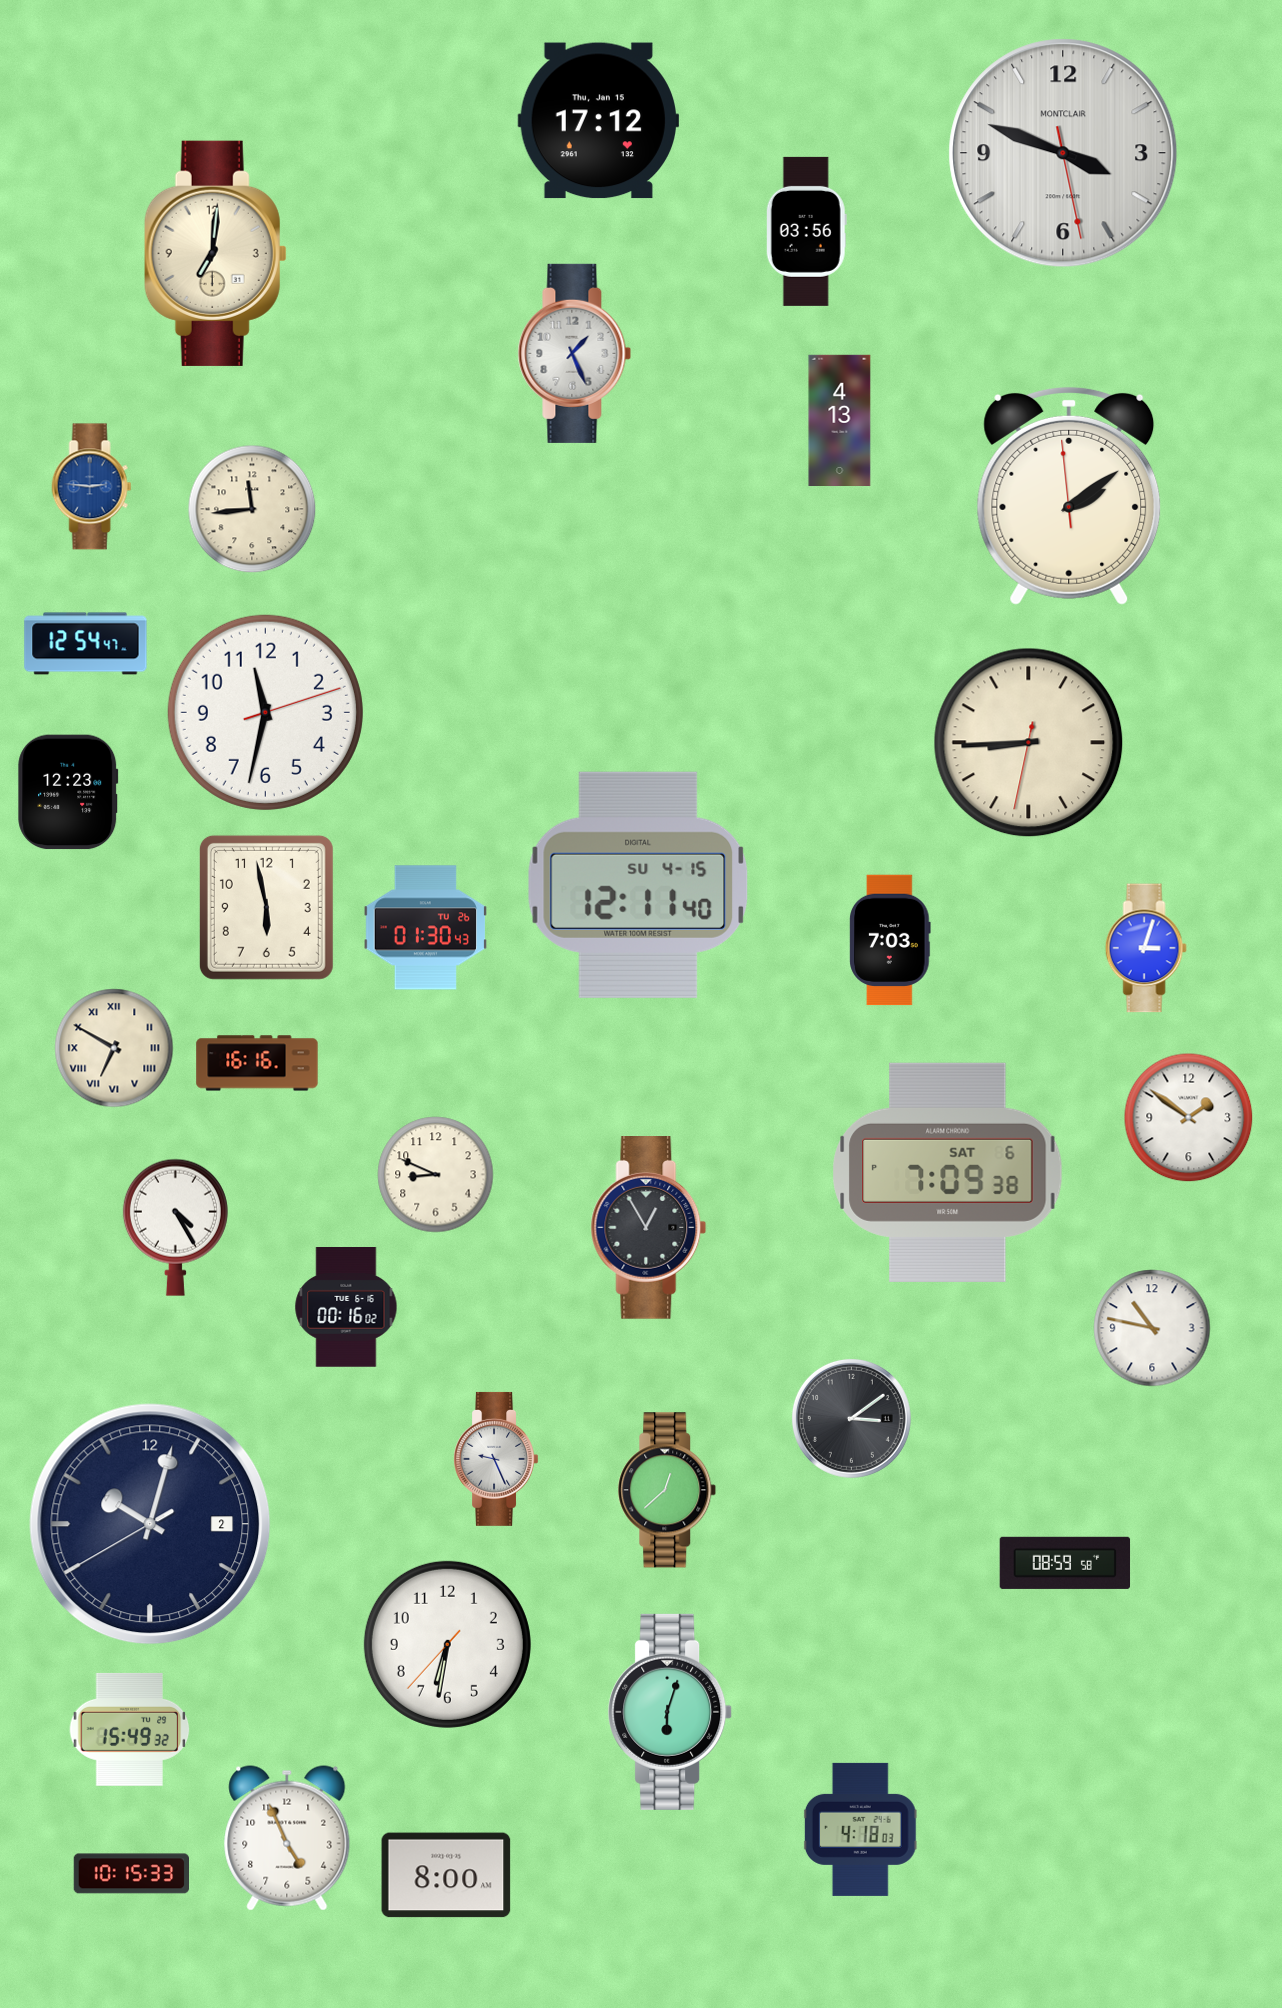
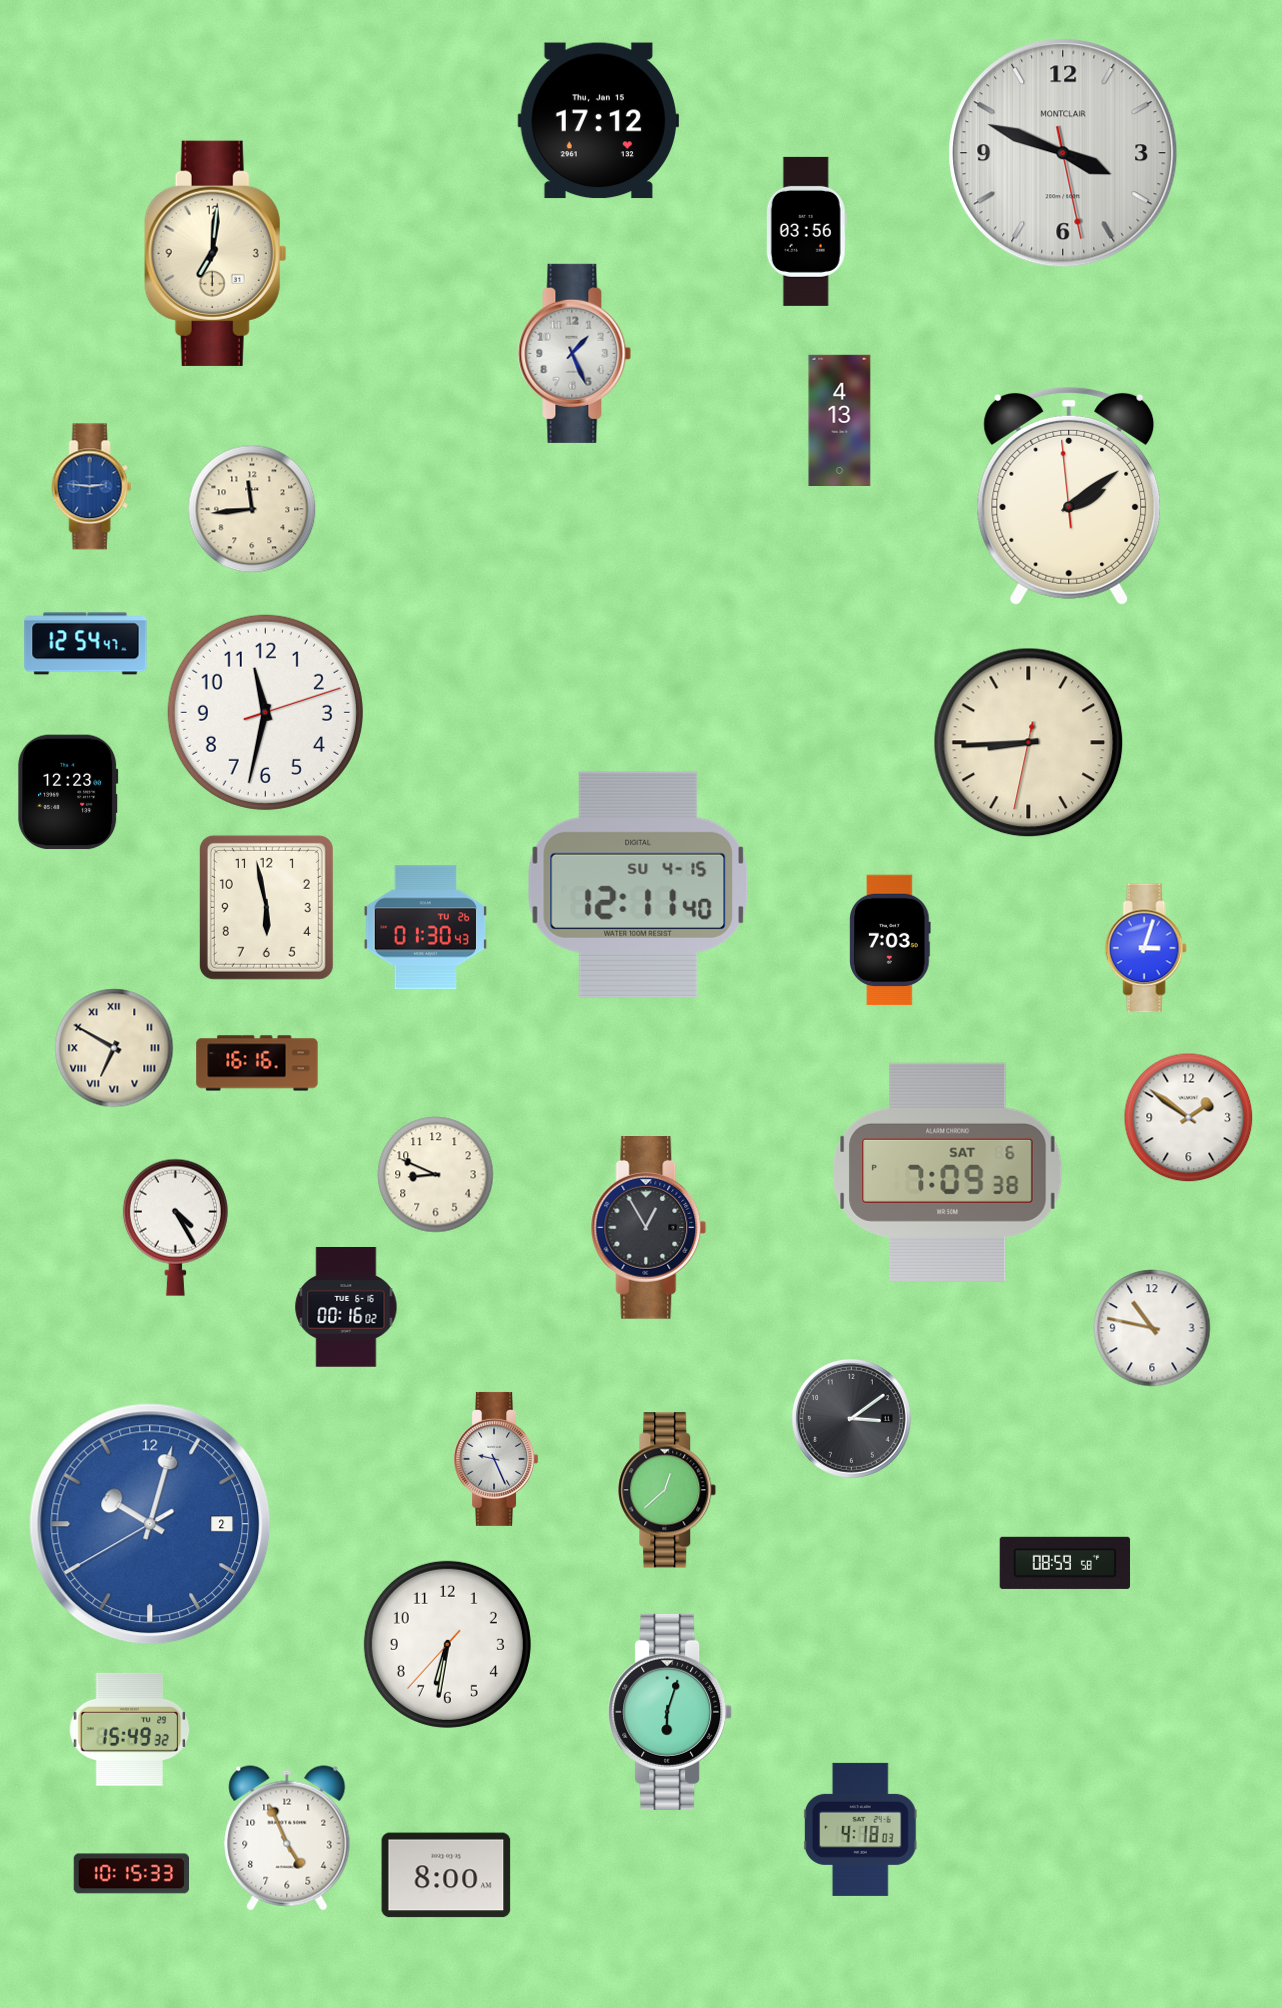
clock at (150, 1524) dial: navy -> blue
